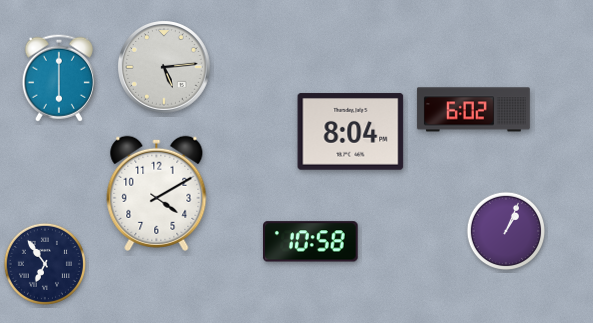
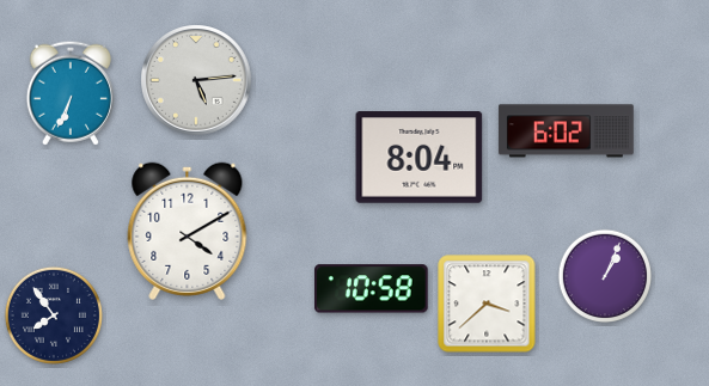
clock at (59, 78): 6:00 -> 6:34
clock at (487, 304): none -> 3:38
clock at (45, 264): 6:54 -> 7:54
